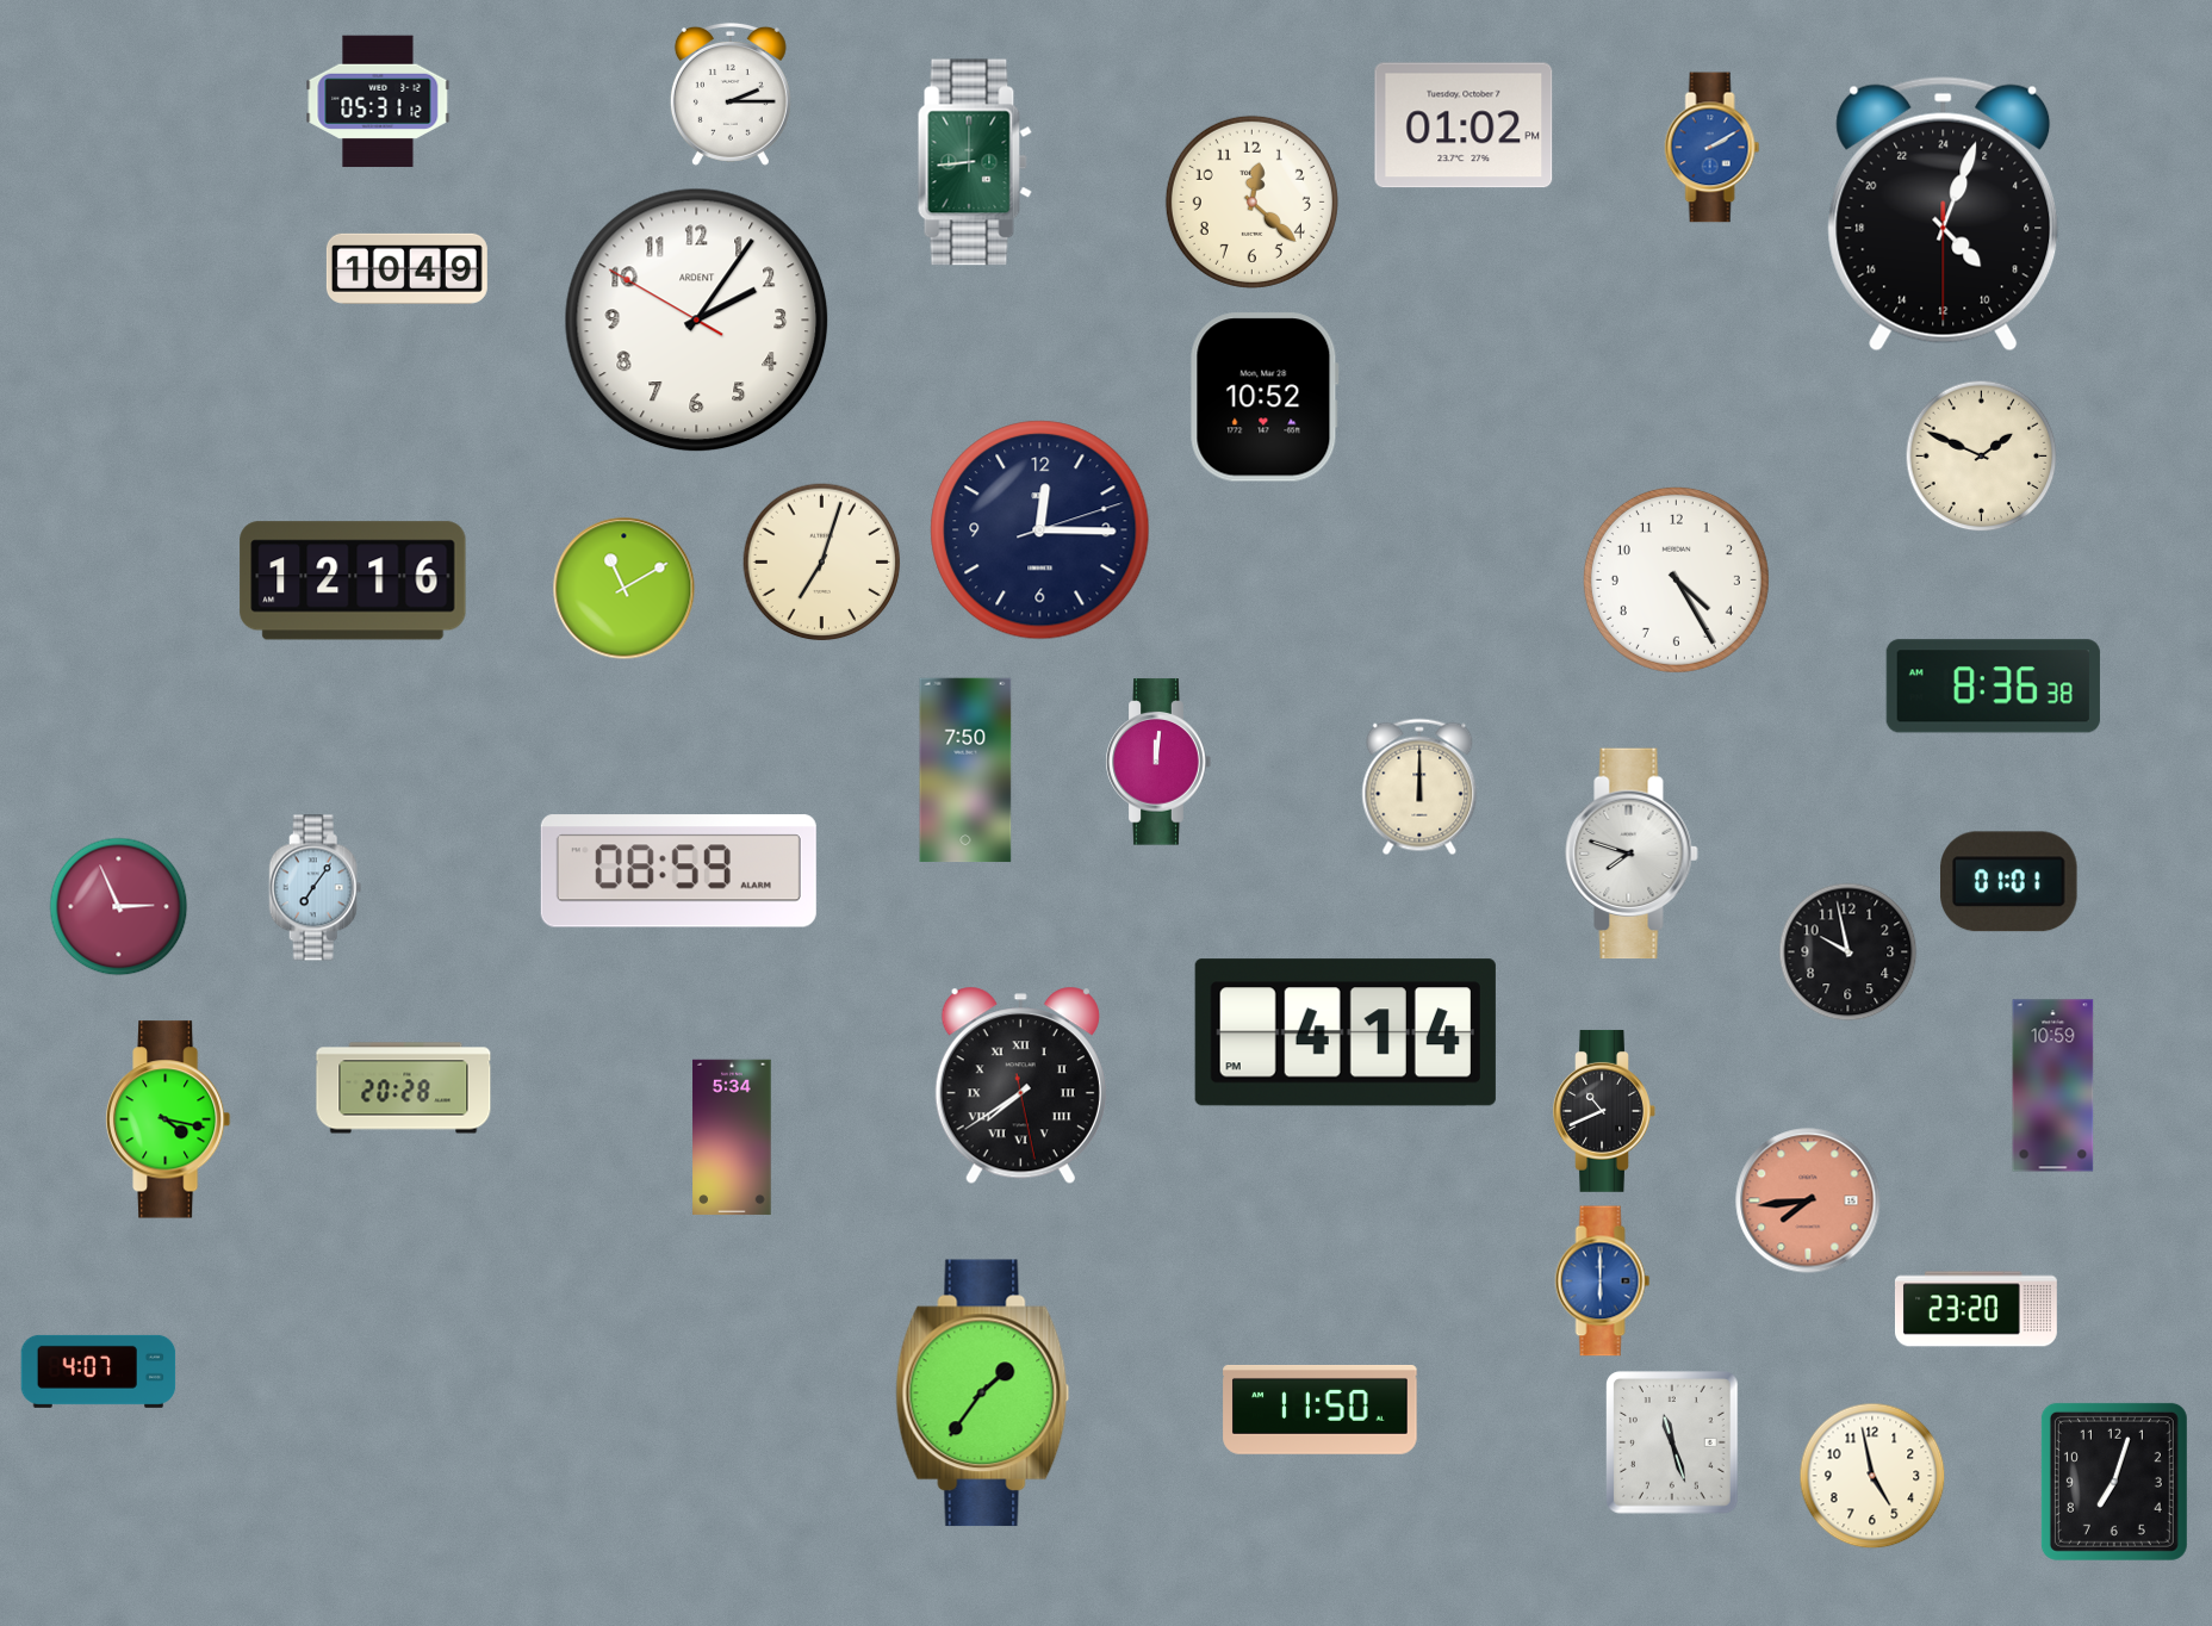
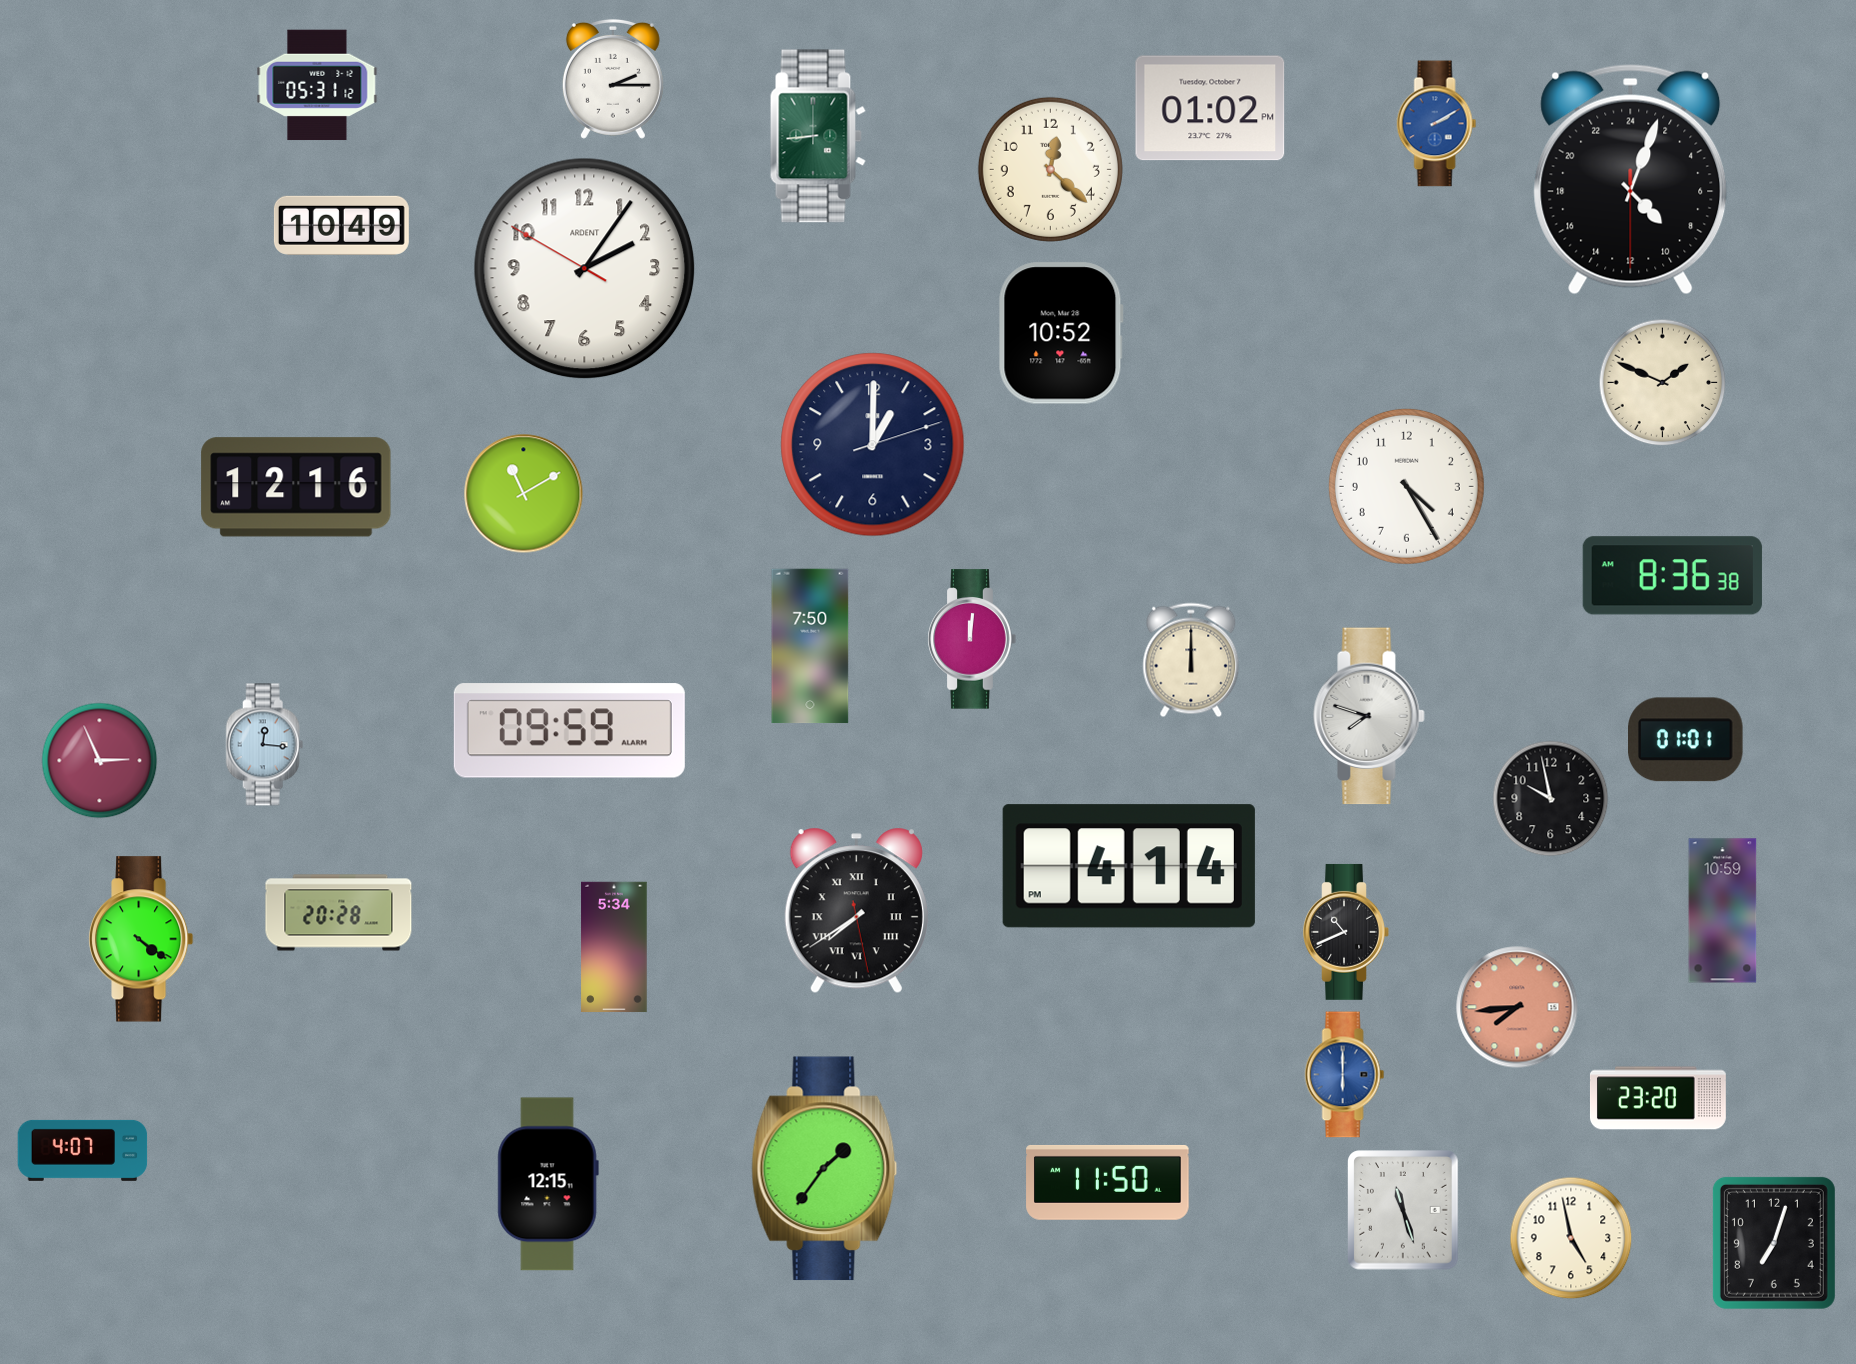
clock at (1464, 125) position: (1464, 125) -> (1210, 108)
clock at (1040, 530): 12:15 -> 1:00
clock at (822, 563): 7:03 -> none
clock at (678, 871): 08:59 -> 09:59
clock at (316, 888): 7:06 -> 12:16
clock at (168, 1119): 4:17 -> 4:21
clock at (732, 1137) position: (732, 1137) -> (614, 947)
clock at (548, 1184): none -> 12:15
